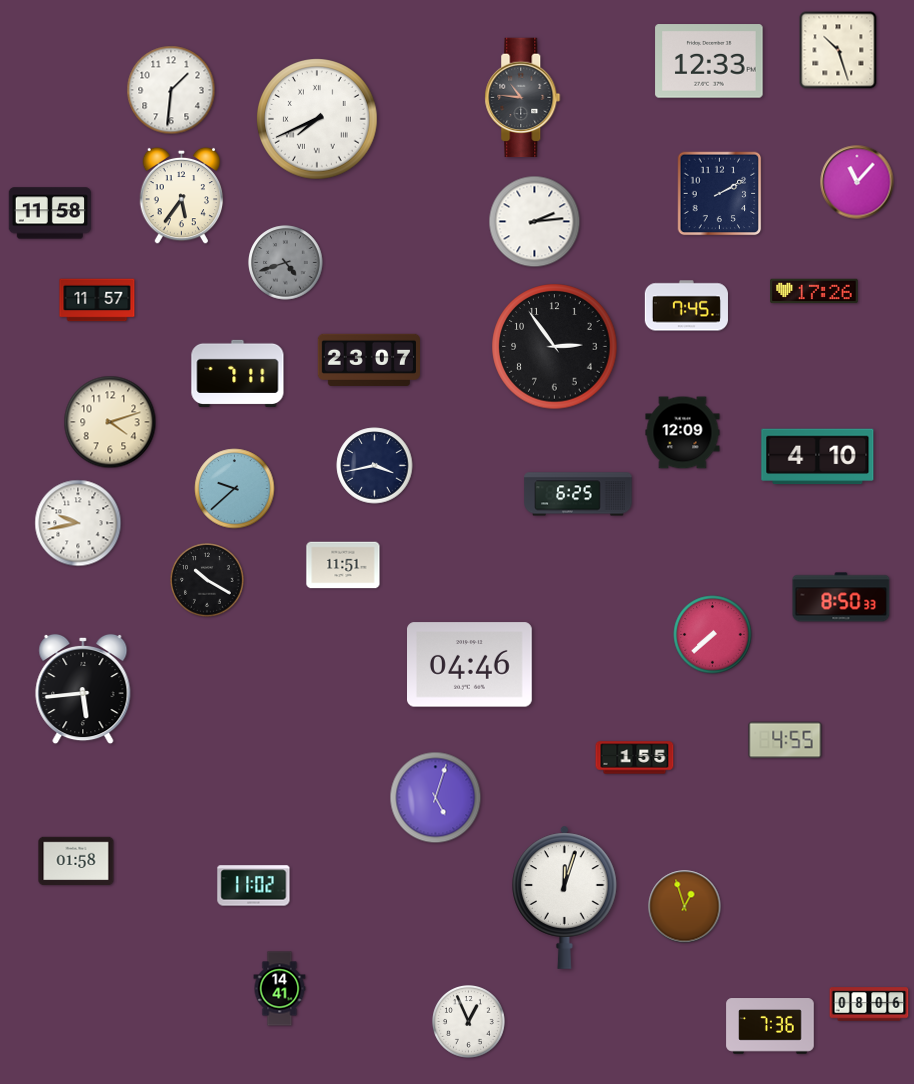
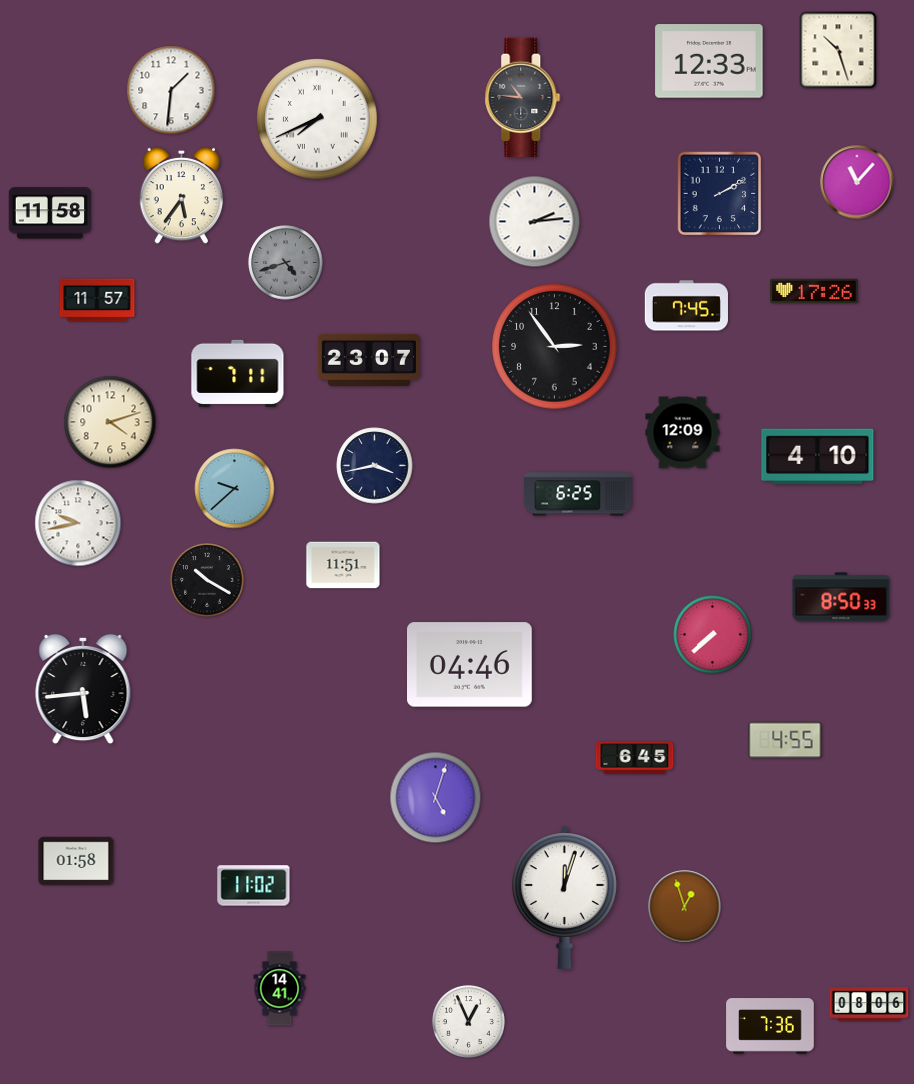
clock at (635, 758): 1:55 -> 6:45
